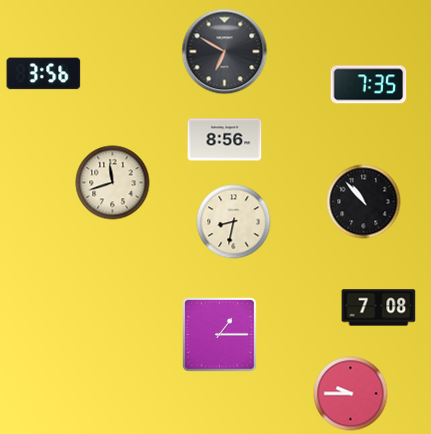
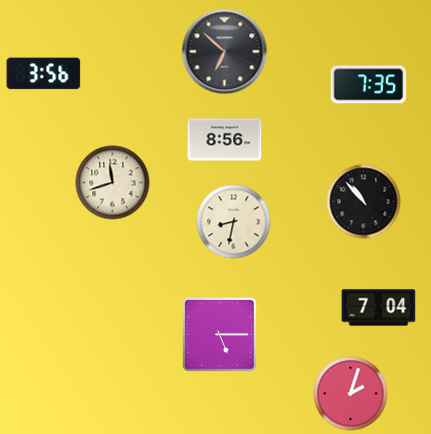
clock at (225, 52): 6:50 -> 6:52
clock at (379, 308): 7:08 -> 7:04
clock at (220, 335): 1:15 -> 5:15
clock at (351, 394): 9:45 -> 2:03
